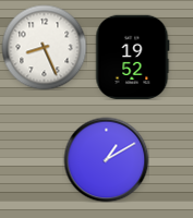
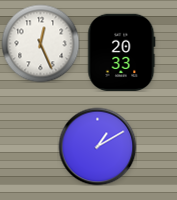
clock at (44, 47): 8:26 -> 12:26
clock at (132, 57): 19:52 -> 20:33
